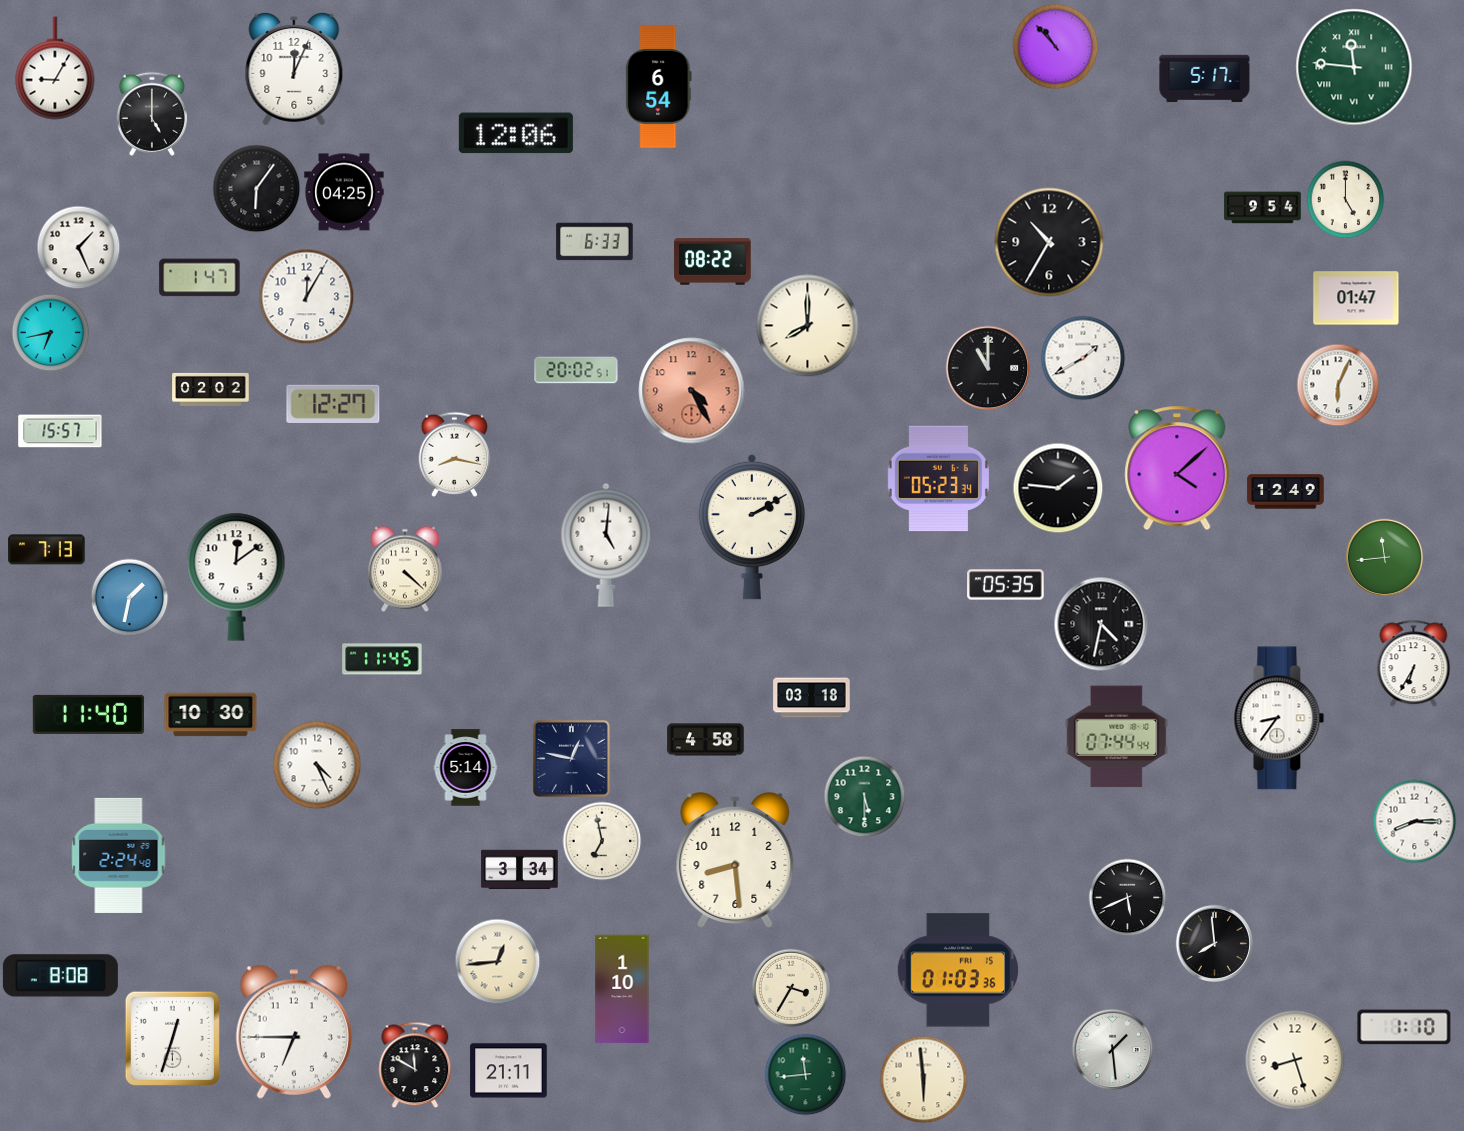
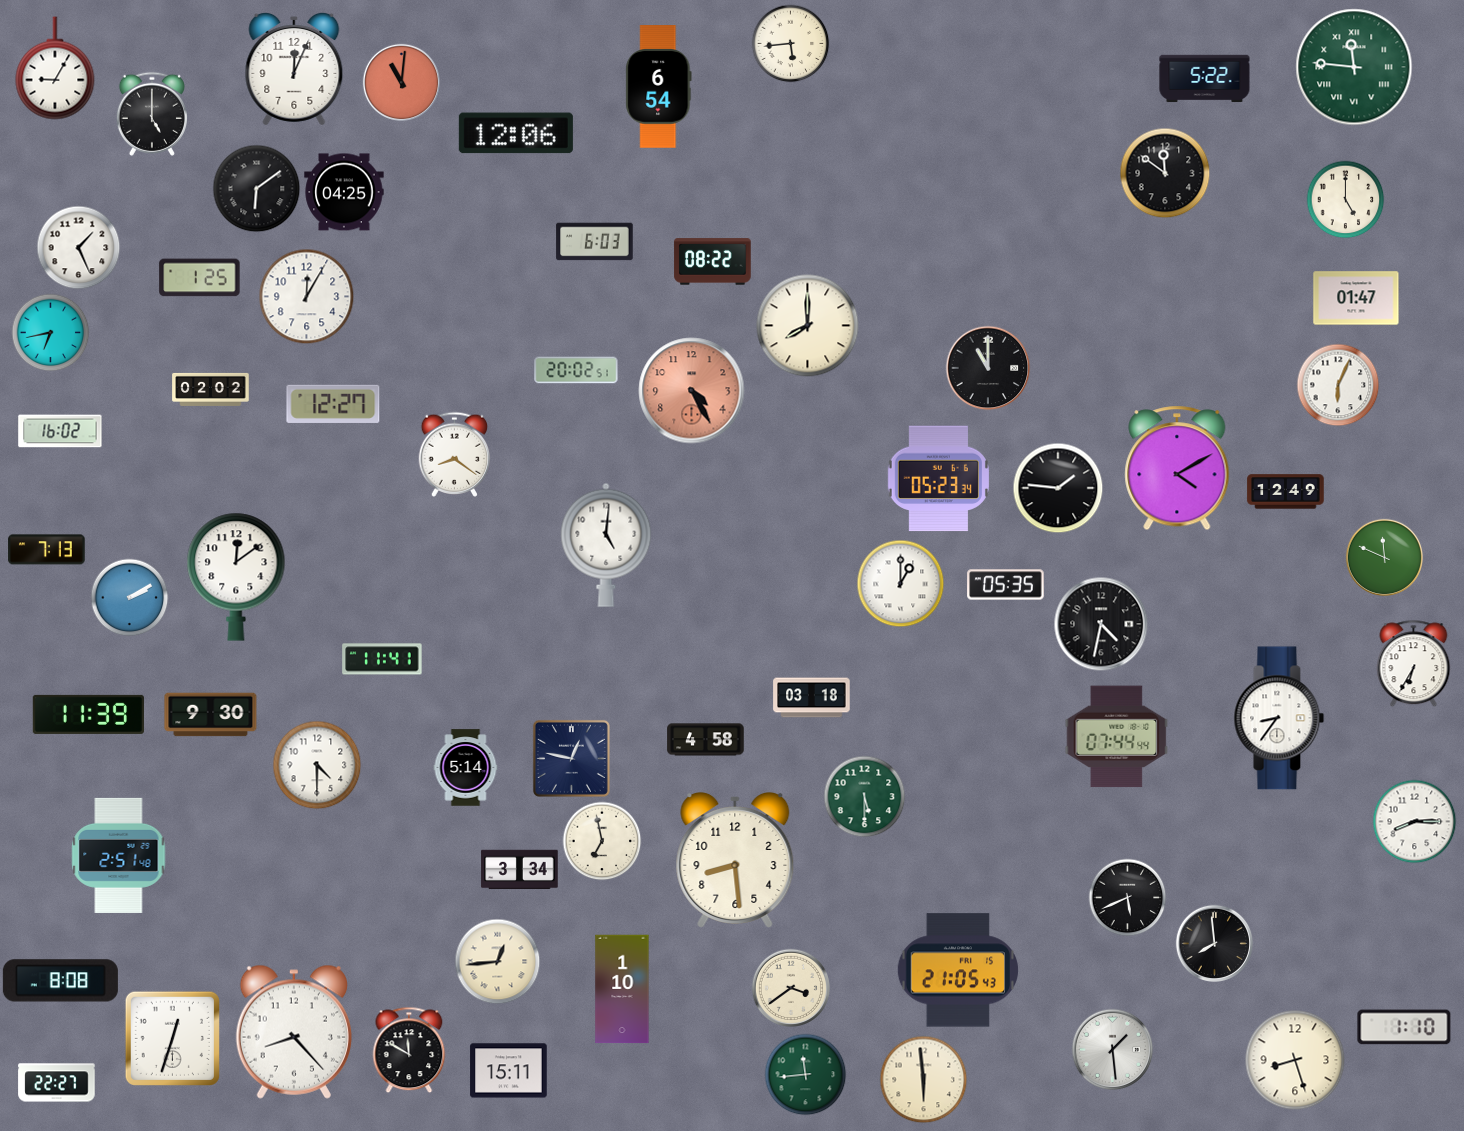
clock at (790, 43): none -> 5:44
clock at (1055, 46): 10:53 -> none
clock at (1205, 79): 5:17 -> 5:22
clock at (401, 82): none -> 11:01
clock at (1165, 173): none -> 11:51
clock at (256, 188): 6:06 -> 6:09
clock at (1263, 208): 9:54 -> none
clock at (595, 242): 6:33 -> 6:03
clock at (1049, 242): 10:35 -> none
clock at (200, 278): 1:47 -> 1:25
clock at (1083, 358): 1:40 -> none
clock at (60, 431): 15:57 -> 16:02
clock at (455, 454): 8:17 -> 8:21
clock at (1177, 468): 4:08 -> 4:10
clock at (752, 527): 2:10 -> none
clock at (1384, 557): 11:44 -> 11:49
clock at (406, 569): 4:22 -> none
clock at (900, 583): none -> 1:00
clock at (129, 597): 1:32 -> 2:10
clock at (382, 659): 11:45 -> 11:41
clock at (88, 714): 11:40 -> 11:39
clock at (211, 715): 10:30 -> 9:30
clock at (317, 765): 4:26 -> 4:30
clock at (119, 855): 2:24 -> 2:51
clock at (957, 970): 01:03 -> 21:05
clock at (60, 976) position: (60, 976) -> (60, 981)
clock at (791, 988): 3:35 -> 3:39
clock at (294, 1032): 6:45 -> 8:23
clock at (415, 1065) position: (415, 1065) -> (409, 1050)
clock at (509, 1071): 21:11 -> 15:11
clock at (57, 1083): none -> 22:27
